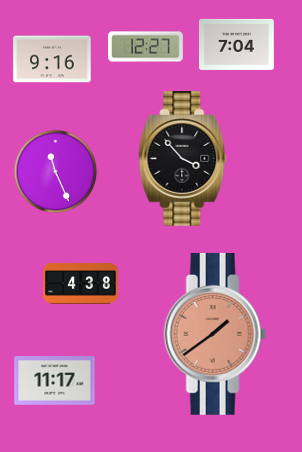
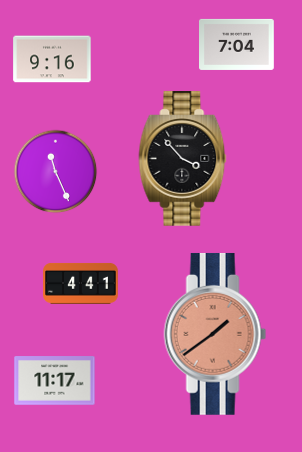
clock at (146, 47): 12:27 -> none
clock at (81, 283): 4:38 -> 4:41
